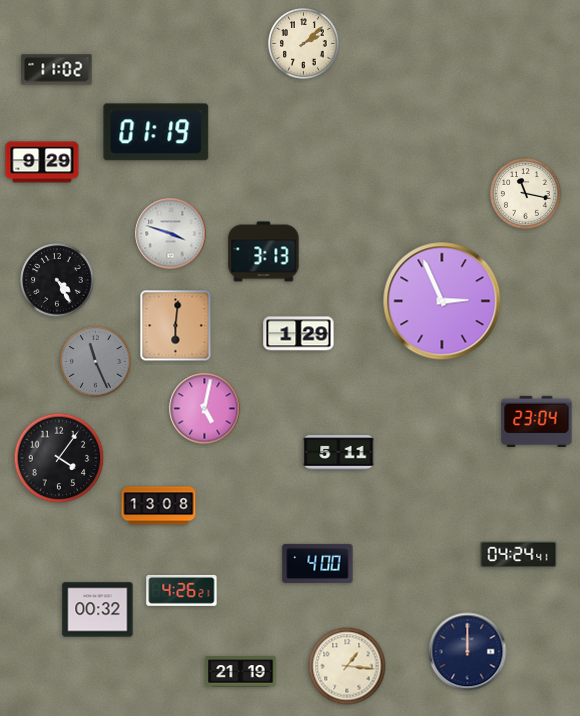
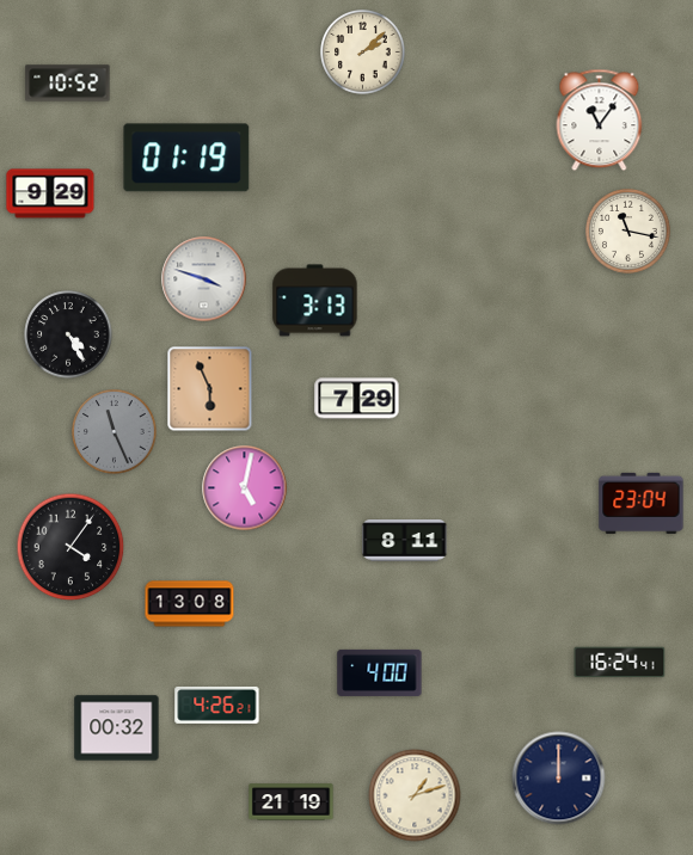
clock at (57, 70): 11:02 -> 10:52
clock at (600, 121): none -> 11:06
clock at (442, 301): 2:56 -> none
clock at (176, 326): 6:01 -> 5:56
clock at (299, 334): 1:29 -> 7:29
clock at (339, 453): 5:11 -> 8:11
clock at (519, 555): 04:24 -> 16:24
clock at (347, 666): 1:16 -> 1:12
clock at (241, 672) position: (241, 672) -> (292, 802)
